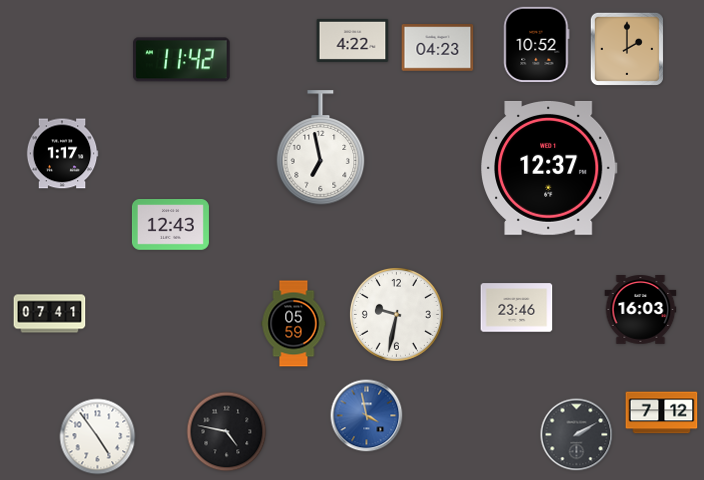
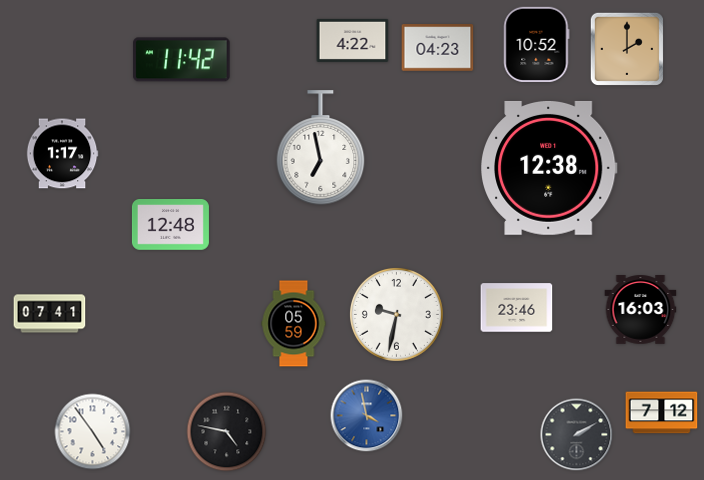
clock at (550, 168): 12:37 -> 12:38
clock at (170, 225): 12:43 -> 12:48
clock at (98, 437) position: (98, 437) -> (93, 432)
